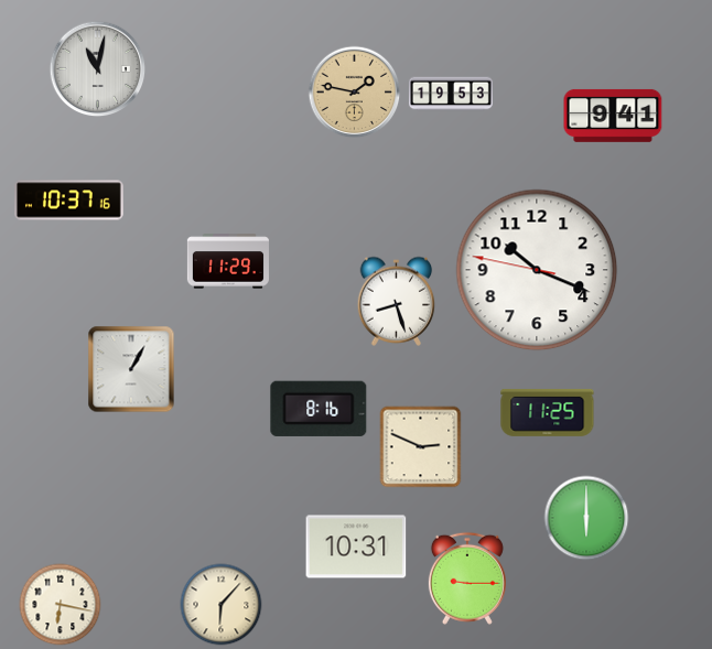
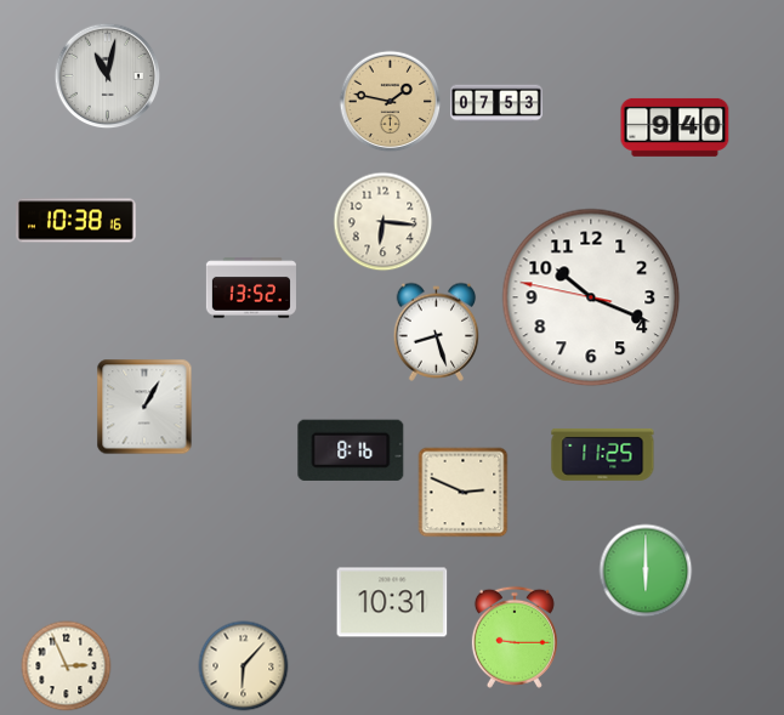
clock at (451, 94): 19:53 -> 07:53
clock at (613, 116): 9:41 -> 9:40
clock at (69, 201): 10:37 -> 10:38
clock at (384, 222): none -> 6:16
clock at (228, 261): 11:29 -> 13:52
clock at (61, 605): 6:17 -> 2:56
